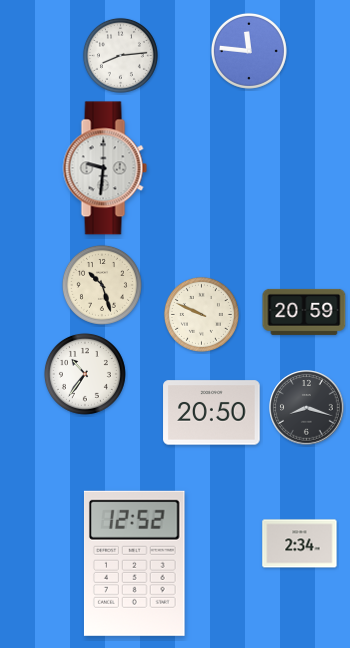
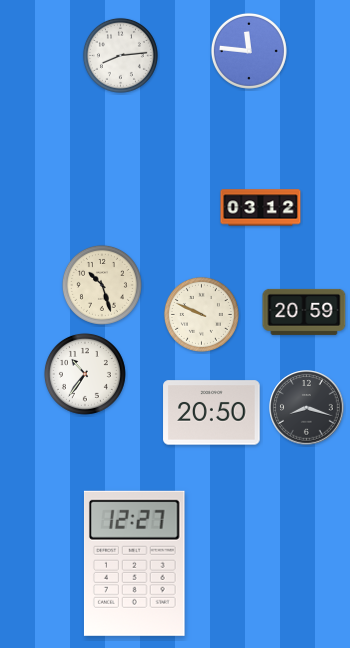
clock at (105, 168): 9:31 -> none
clock at (261, 208): none -> 03:12
clock at (300, 544): 2:34 -> none
clock at (134, 563): 12:52 -> 12:27
